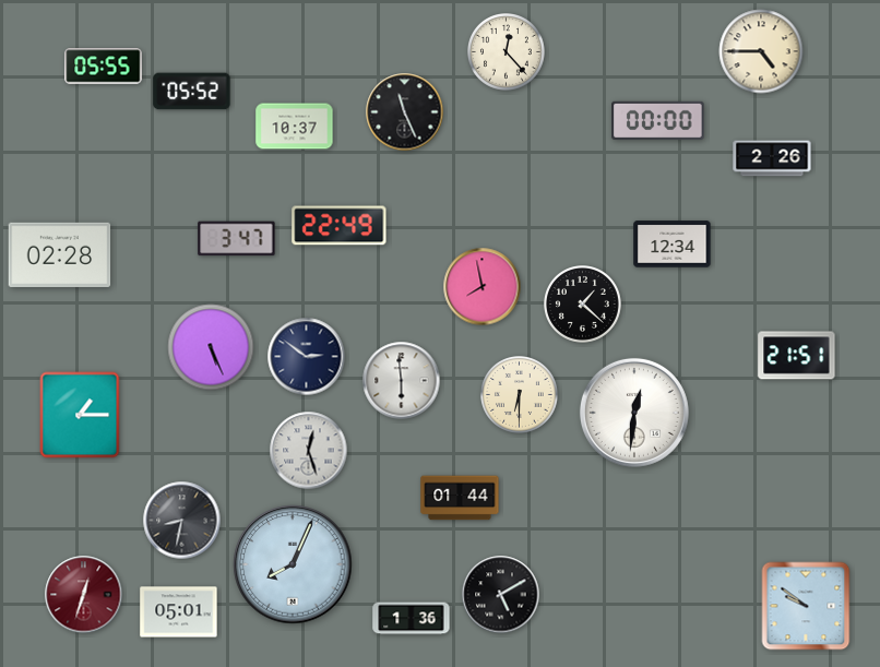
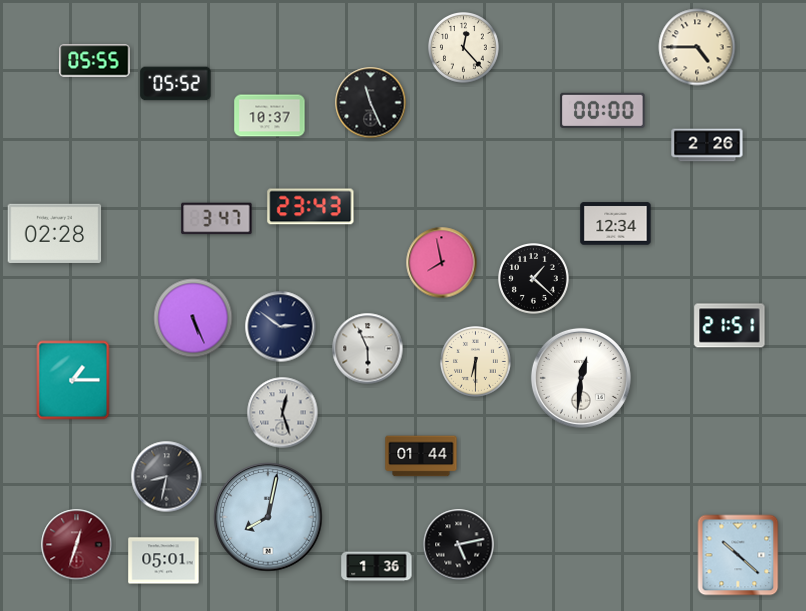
clock at (340, 226): 22:49 -> 23:43
clock at (402, 381): 5:59 -> 5:56
clock at (293, 564): 8:04 -> 8:02
clock at (501, 595): 5:10 -> 5:13
clock at (806, 606): 9:51 -> 10:22
